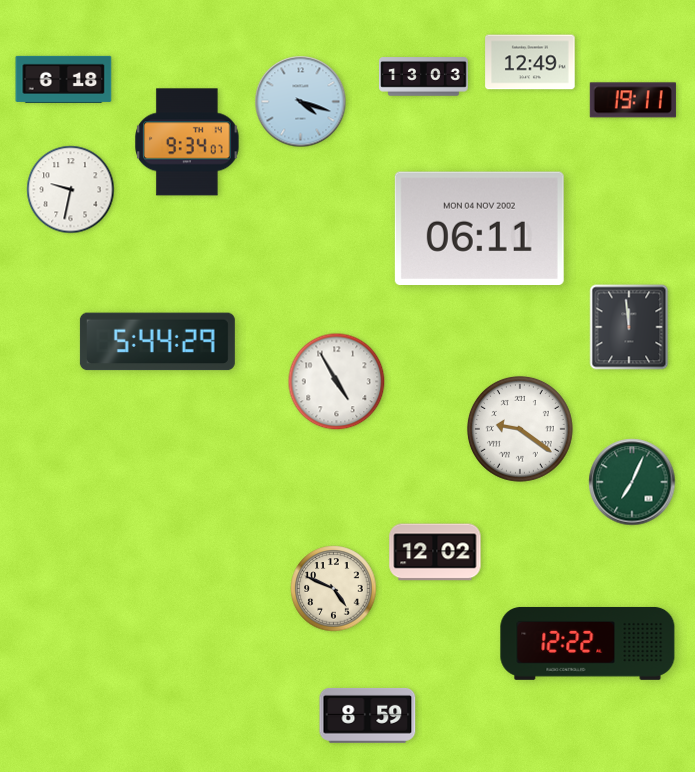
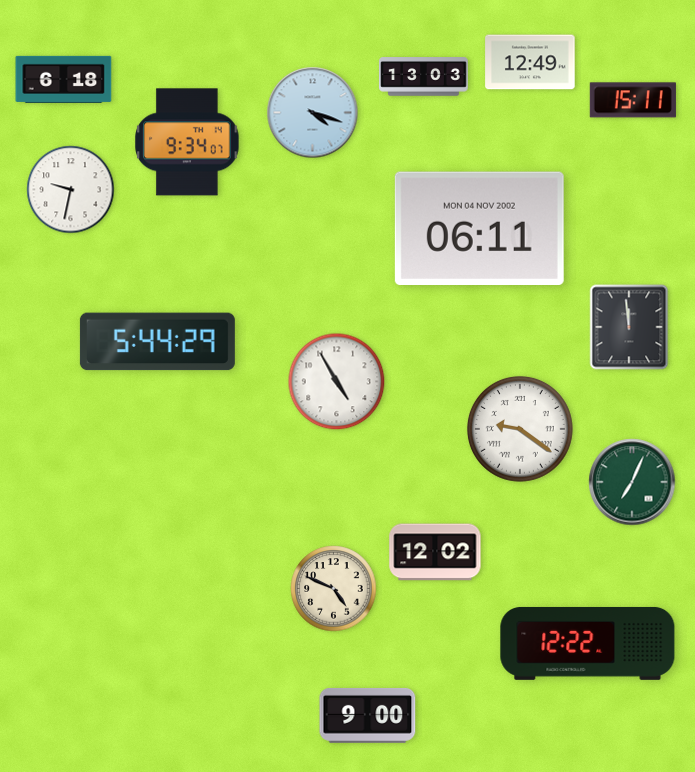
clock at (633, 100): 19:11 -> 15:11
clock at (301, 102) position: (301, 102) -> (313, 113)
clock at (368, 715): 8:59 -> 9:00
